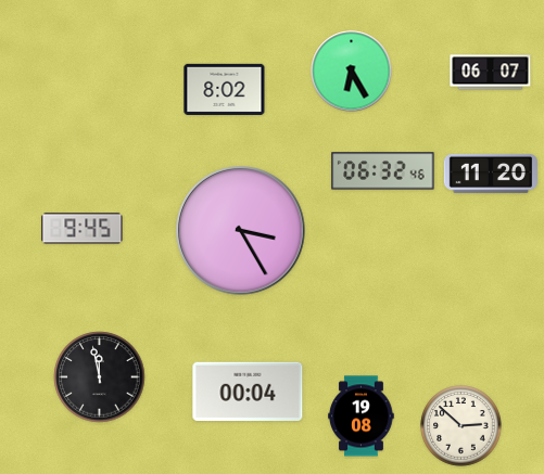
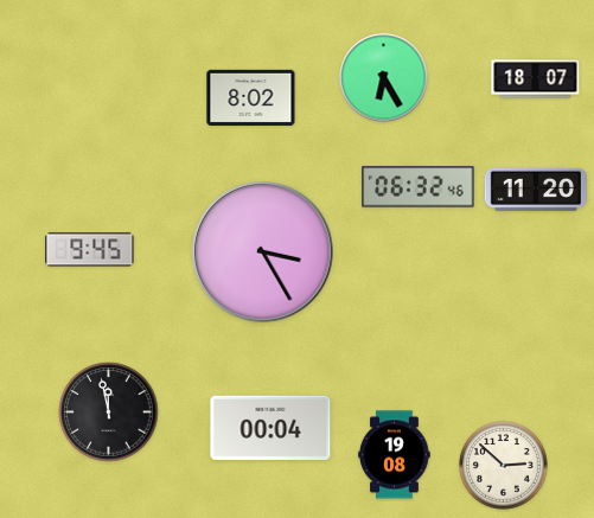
clock at (491, 73): 06:07 -> 18:07
clock at (225, 89) position: (225, 89) -> (251, 97)
